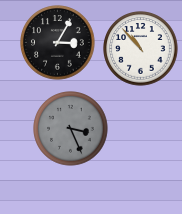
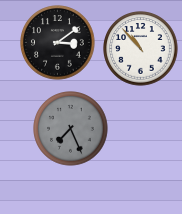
clock at (58, 43): 3:05 -> 3:09
clock at (71, 129): 3:26 -> 7:26
